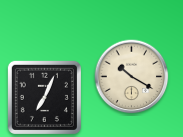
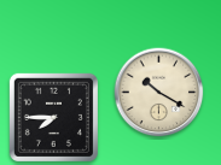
clock at (44, 97): 7:04 -> 7:45
